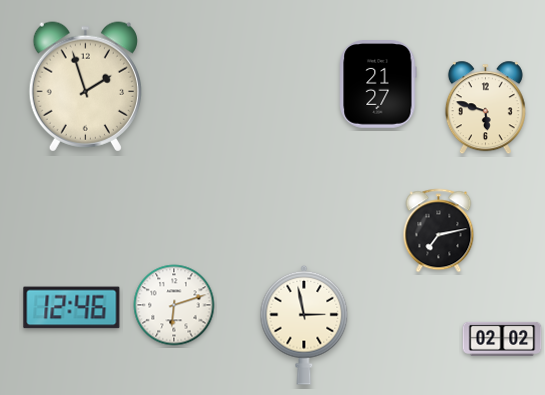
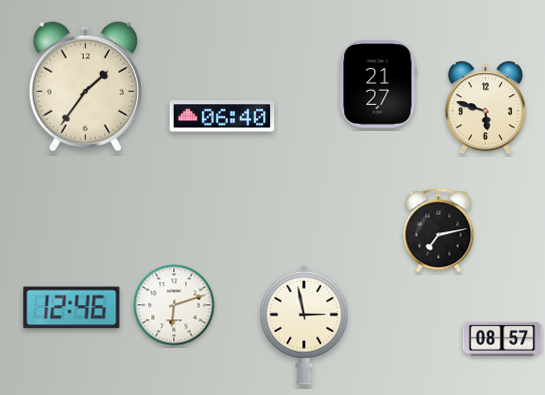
clock at (85, 87): 1:57 -> 1:36
clock at (222, 116): none -> 06:40
clock at (502, 339): 02:02 -> 08:57
